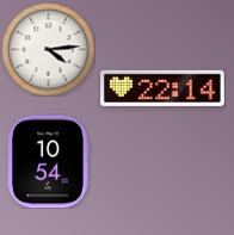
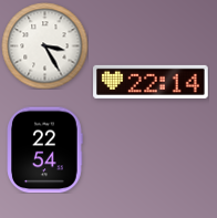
clock at (48, 49): 4:14 -> 3:25
clock at (49, 161): 10:54 -> 22:54
